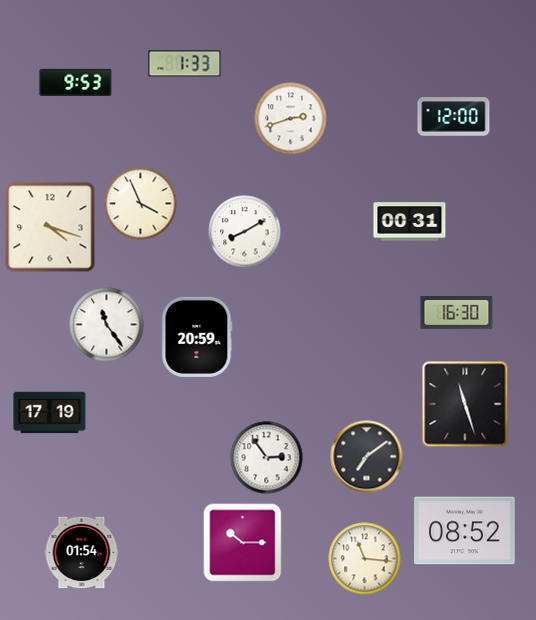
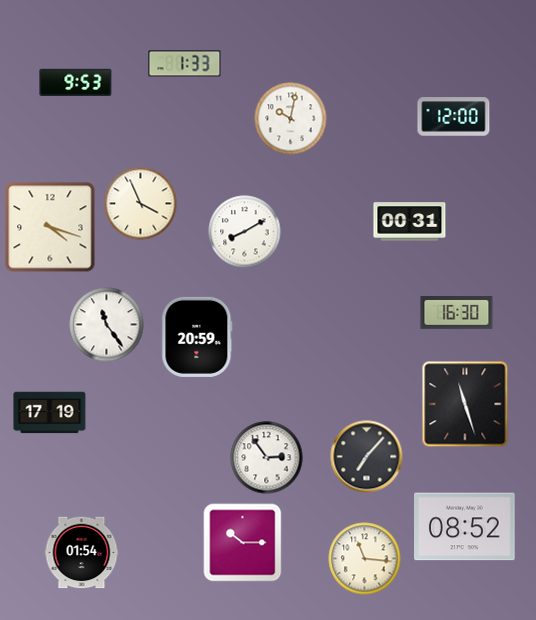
clock at (291, 119): 2:42 -> 10:02
clock at (367, 457): 7:09 -> 7:07
clock at (465, 531) position: (465, 531) -> (465, 527)
